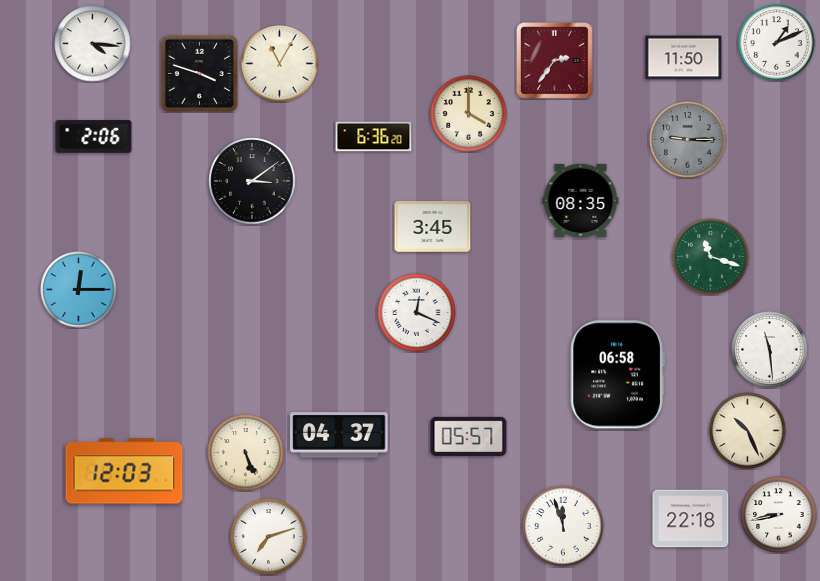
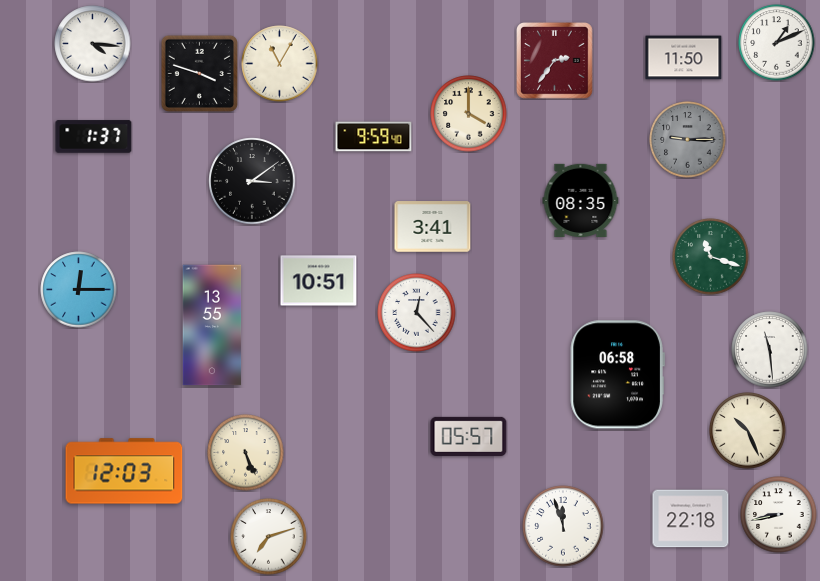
clock at (94, 137): 2:06 -> 1:37
clock at (374, 137): 6:36 -> 9:59
clock at (433, 227): 3:45 -> 3:41
clock at (319, 281): none -> 10:51
clock at (417, 313): 12:19 -> 12:23
clock at (212, 325): none -> 13:55
clock at (339, 435): 04:37 -> none
